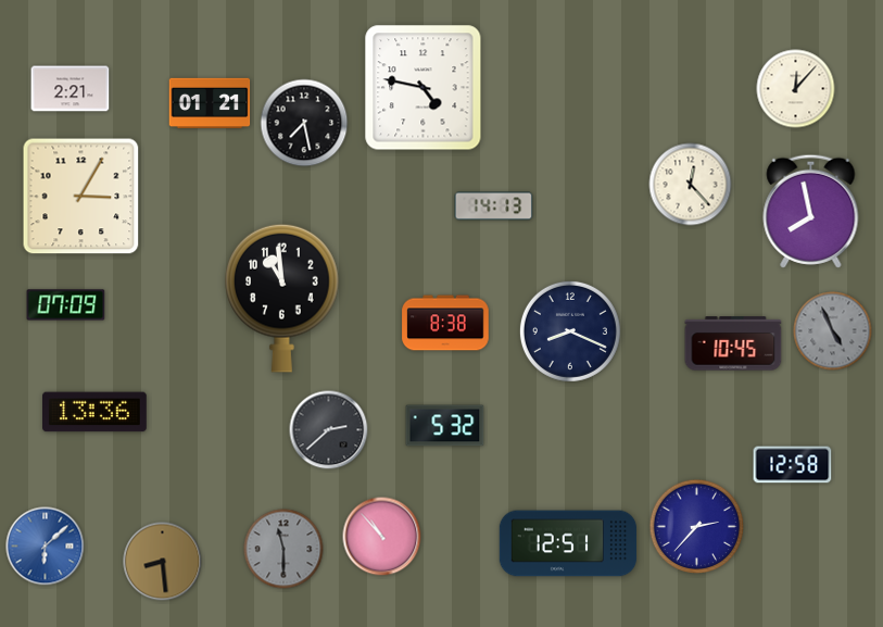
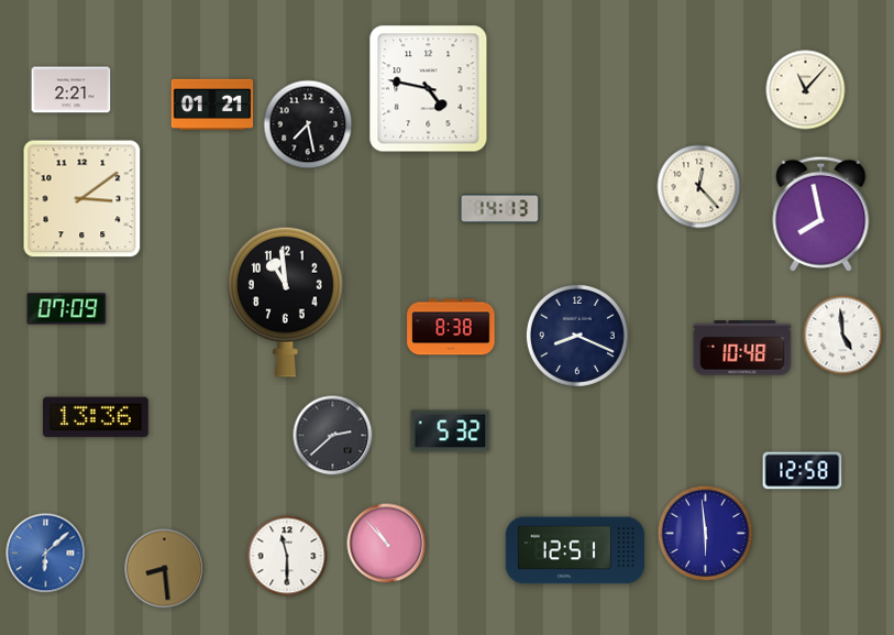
clock at (796, 89): 12:07 -> 11:07
clock at (81, 197): 3:05 -> 3:09
clock at (833, 331): 4:56 -> 4:59
clock at (833, 331) dial: grey -> white
clock at (733, 343): 10:45 -> 10:48
clock at (697, 527): 2:37 -> 5:59
clock at (283, 549) dial: grey -> white
